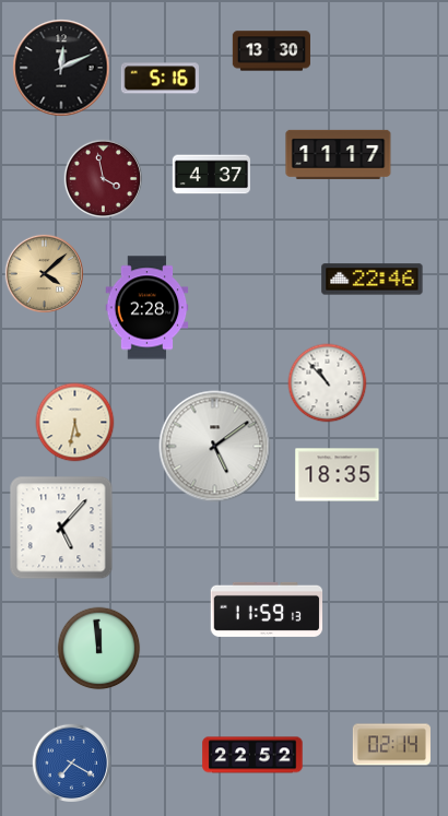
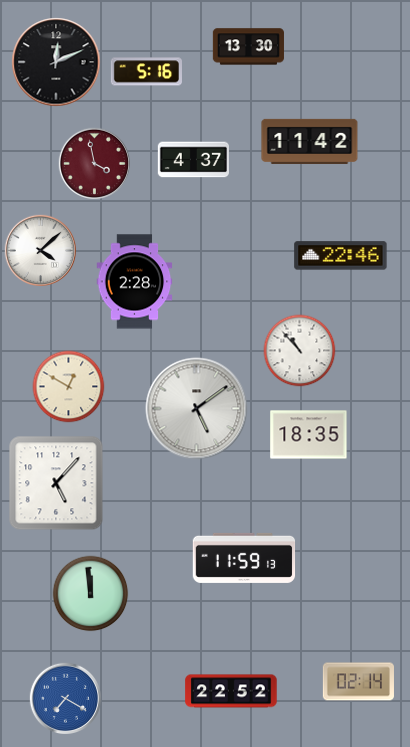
clock at (339, 154): 11:17 -> 11:42
clock at (44, 273) dial: champagne -> white
clock at (75, 423): 5:32 -> 12:50
